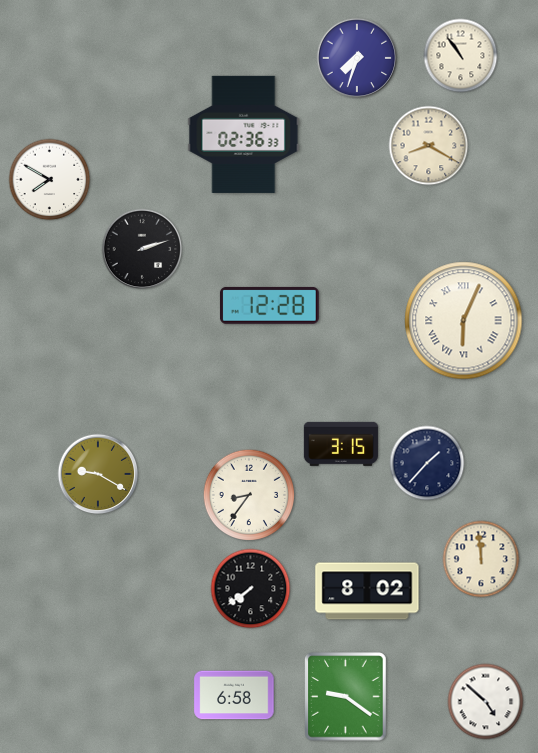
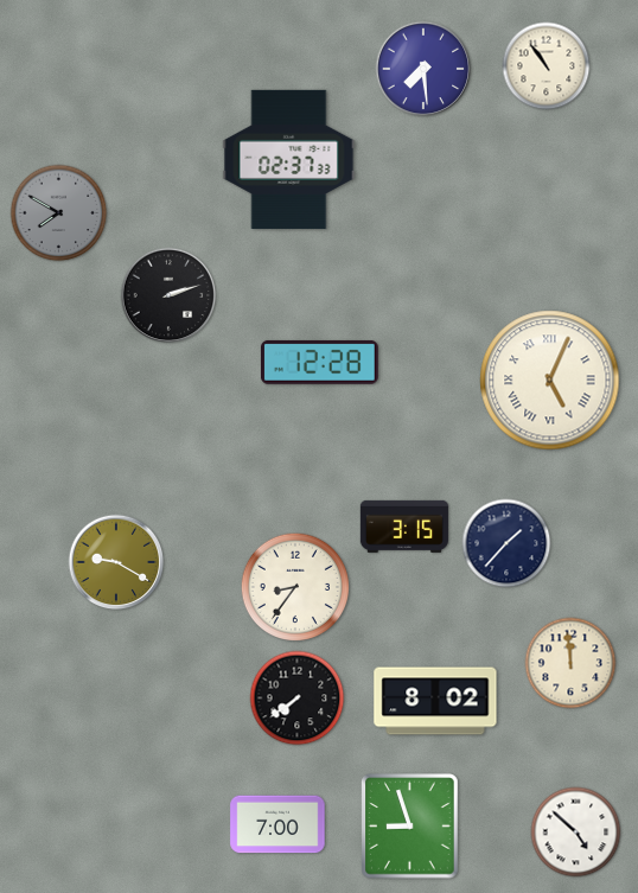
clock at (357, 58): 7:33 -> 7:29
clock at (244, 134): 02:36 -> 02:37
clock at (429, 146): 8:20 -> none
clock at (50, 180) dial: white -> grey
clock at (464, 321): 6:04 -> 5:04
clock at (427, 463) position: (427, 463) -> (506, 543)
clock at (234, 695): 6:58 -> 7:00
clock at (346, 697): 9:21 -> 8:57
